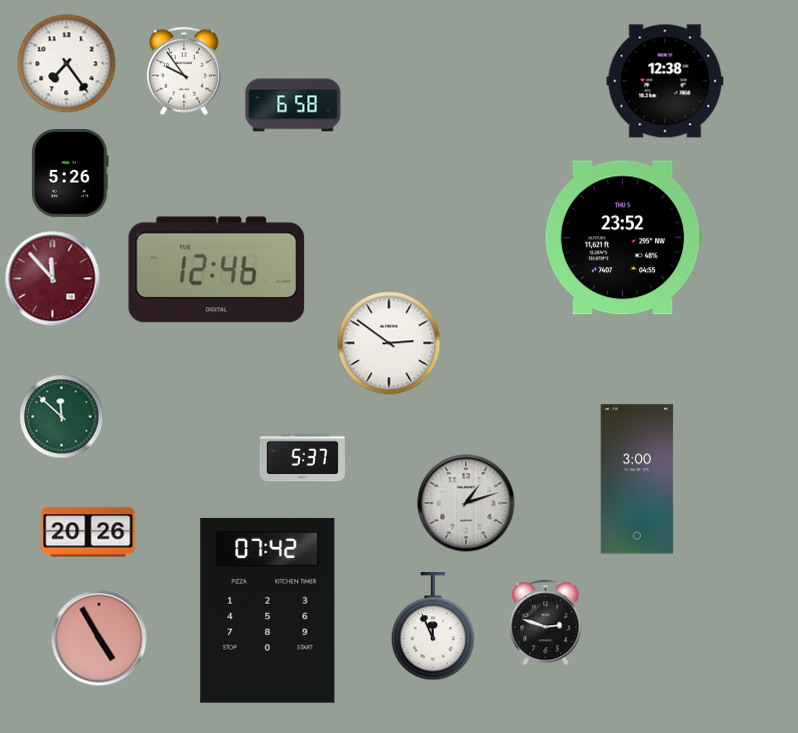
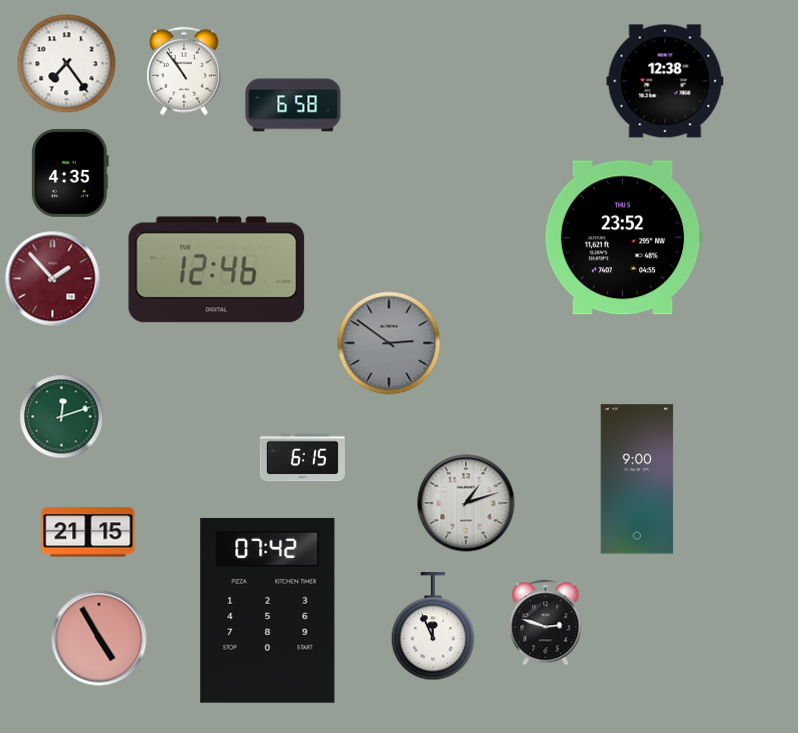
clock at (184, 71): 9:54 -> 10:54
clock at (70, 173): 5:26 -> 4:35
clock at (53, 279): 11:53 -> 1:53
clock at (389, 343) dial: white -> grey
clock at (62, 417): 11:52 -> 12:12
clock at (302, 458): 5:37 -> 6:15
clock at (637, 479): 3:00 -> 9:00
clock at (88, 532): 20:26 -> 21:15
